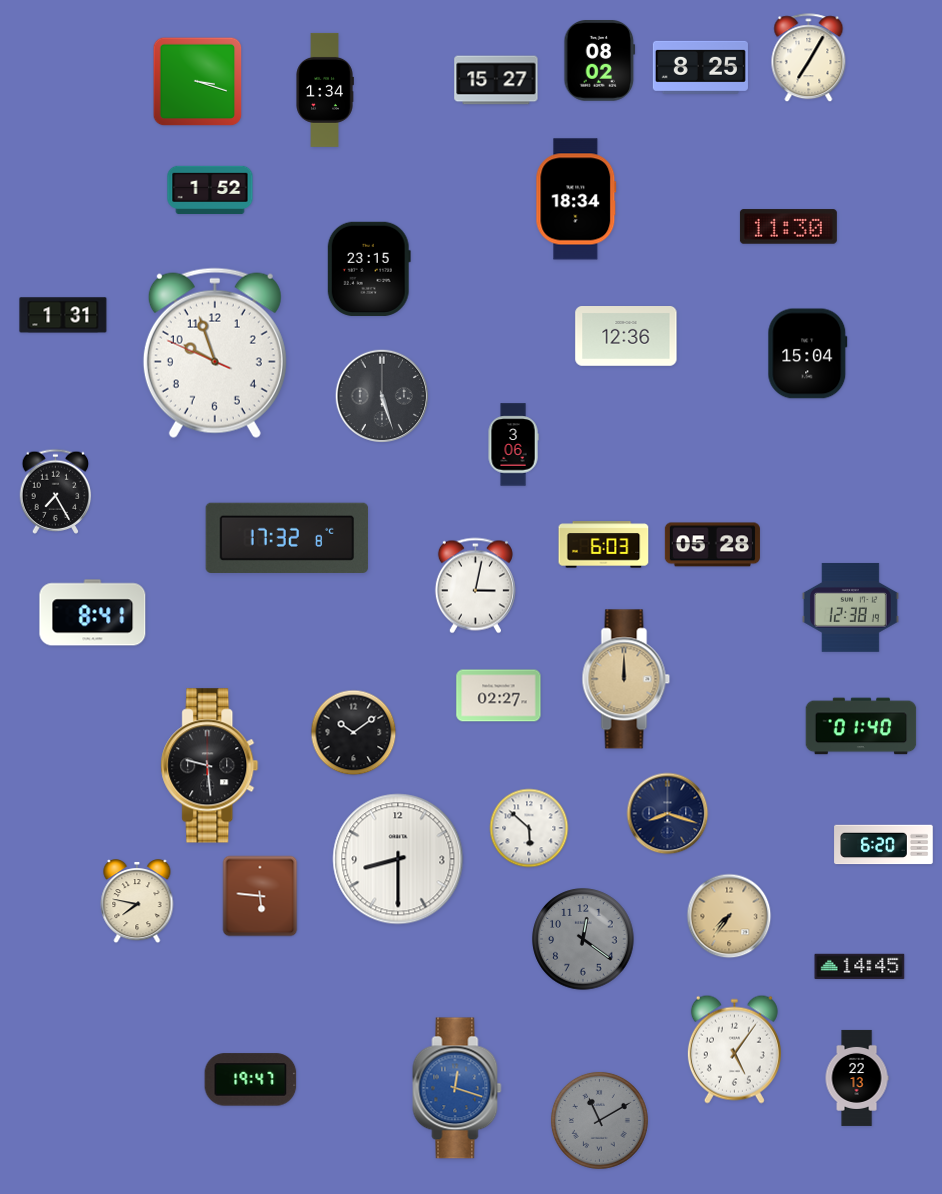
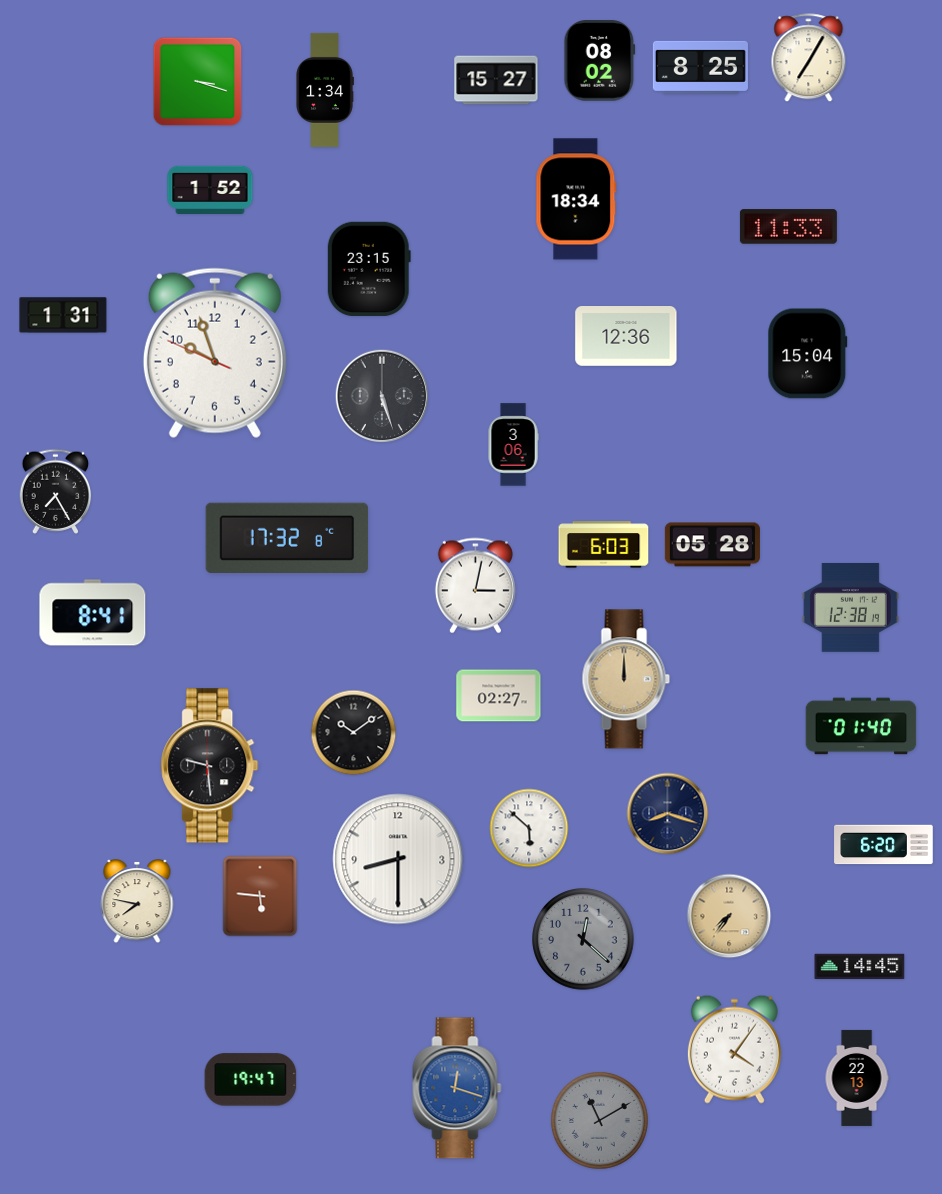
clock at (788, 227): 11:30 -> 11:33
clock at (583, 939): 12:21 -> 12:22
clock at (734, 1049): 5:06 -> 4:06
